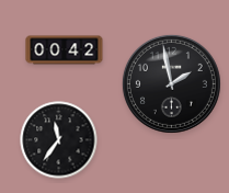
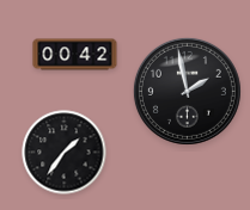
clock at (65, 50) position: (65, 50) -> (75, 55)
clock at (59, 140): 11:36 -> 1:36
